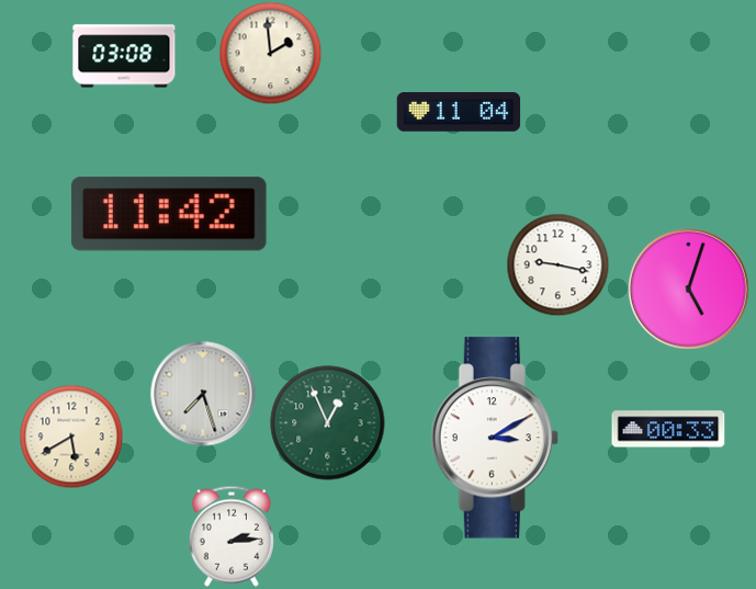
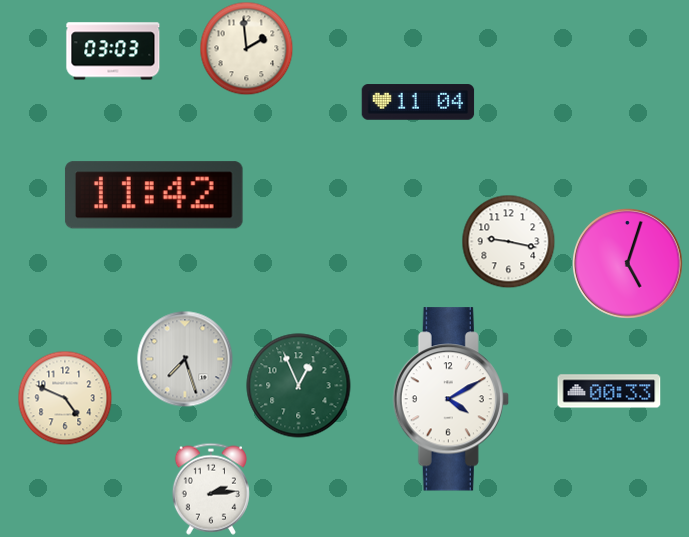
clock at (124, 56): 03:08 -> 03:03
clock at (71, 437): 5:40 -> 4:49
clock at (495, 438): 3:10 -> 4:10
